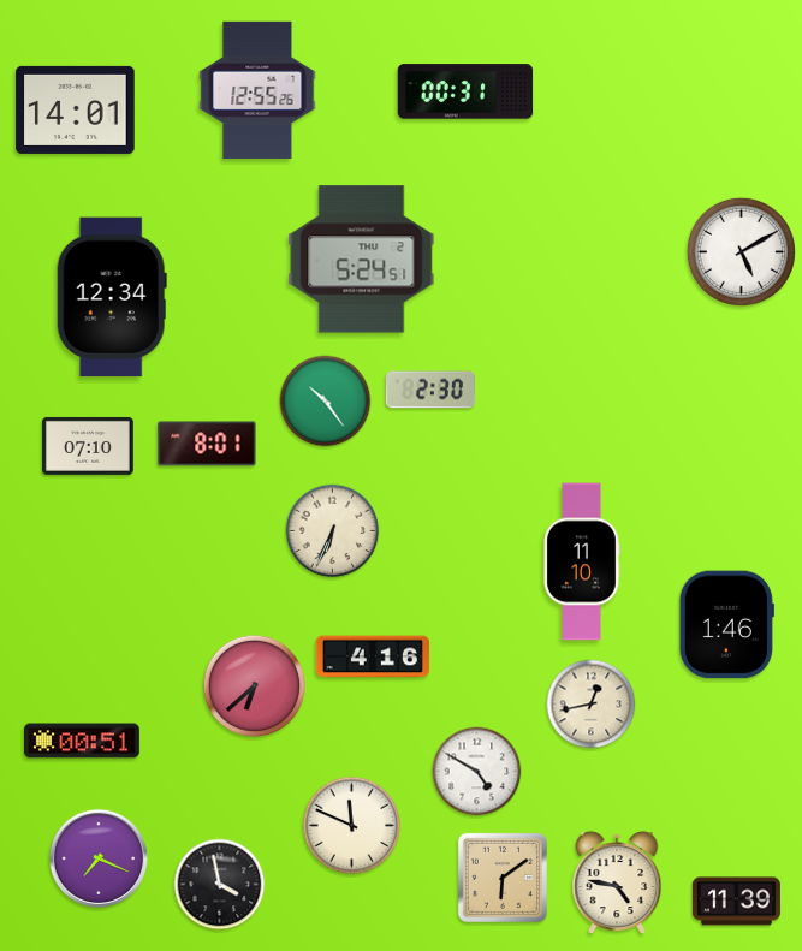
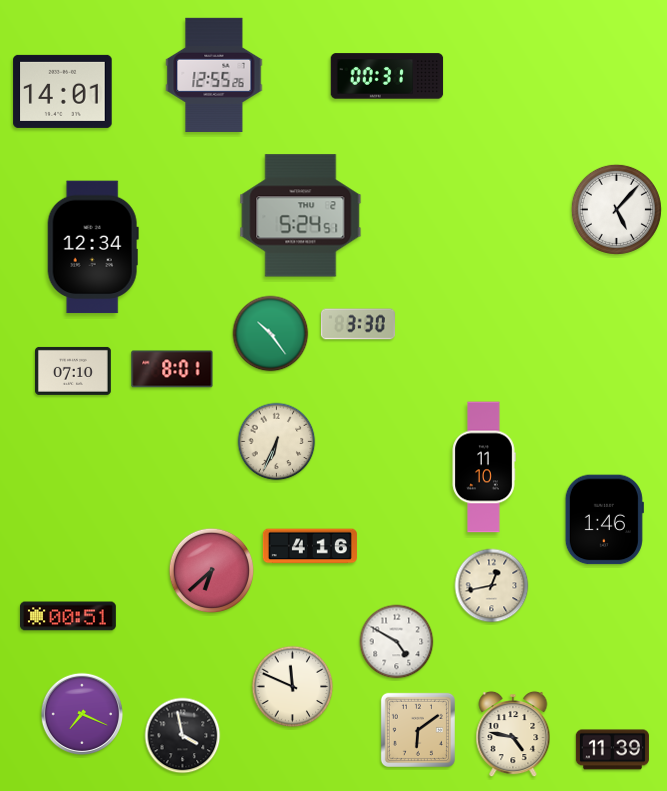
clock at (741, 251): 5:10 -> 5:07
clock at (430, 390): 2:30 -> 3:30
